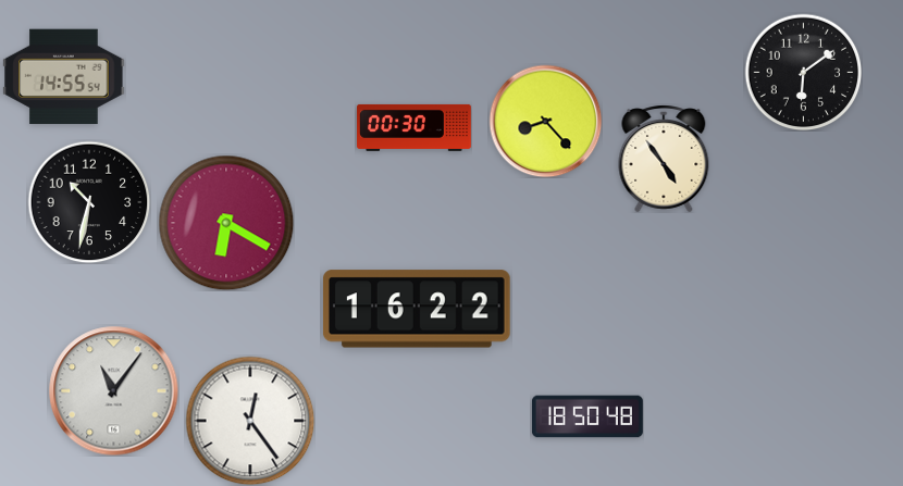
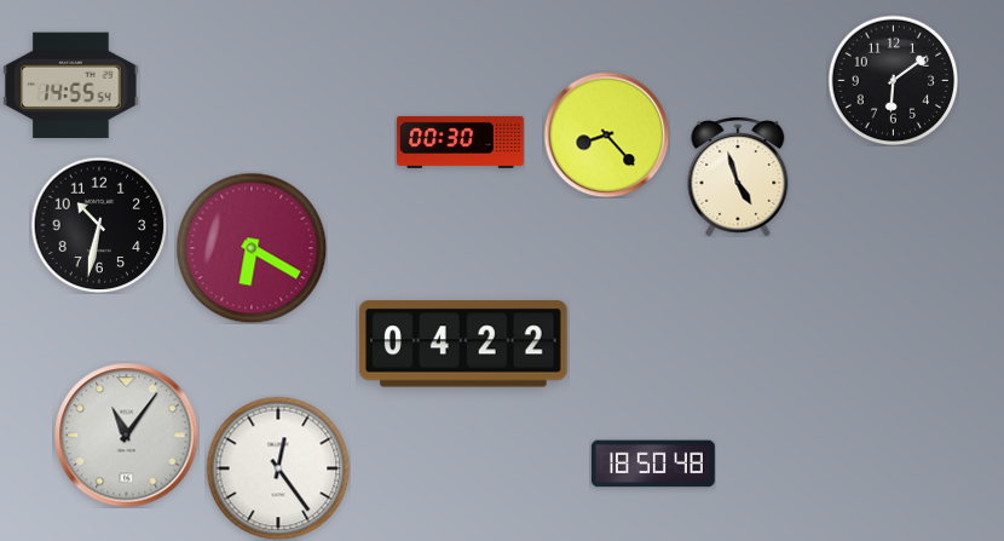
clock at (664, 159): 4:54 -> 4:57
clock at (417, 309): 16:22 -> 04:22
